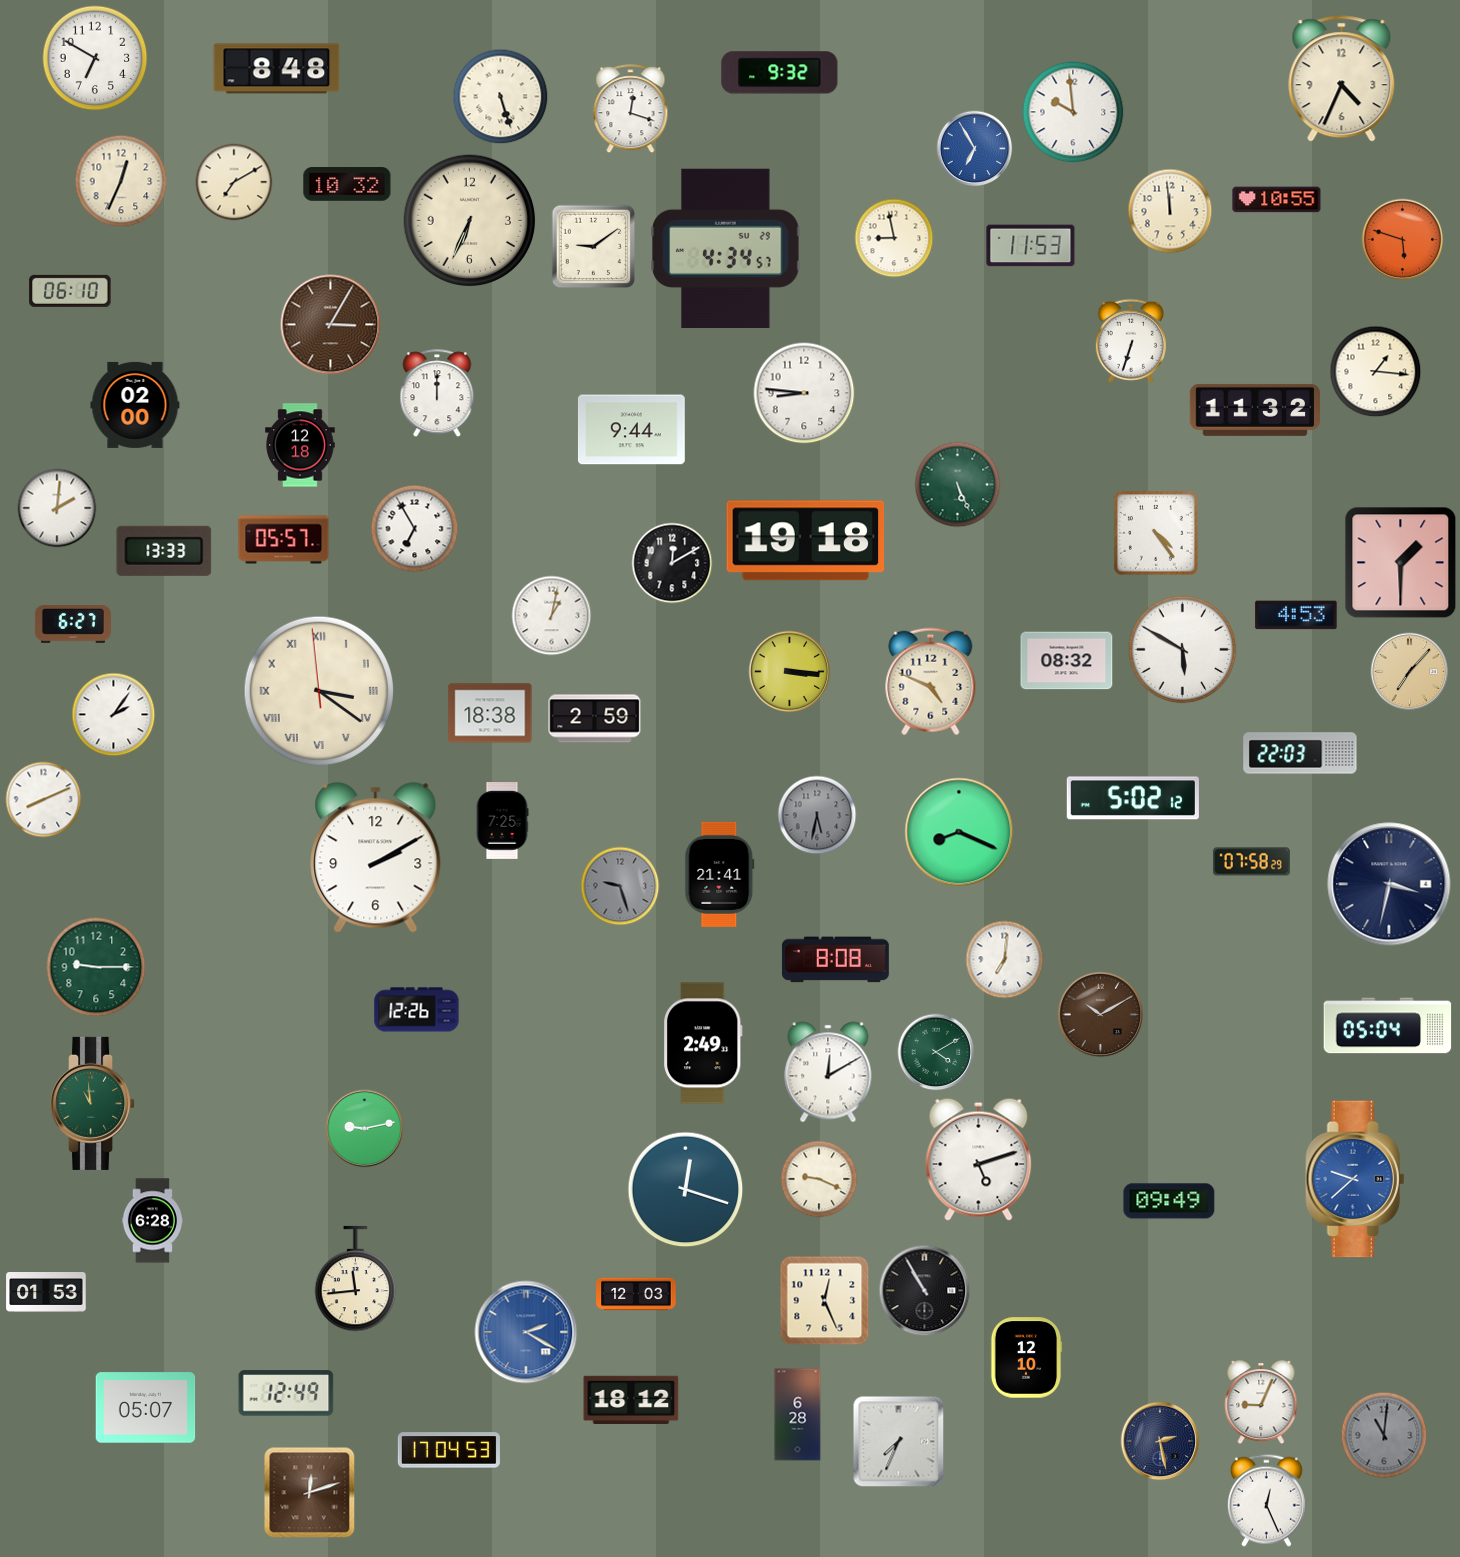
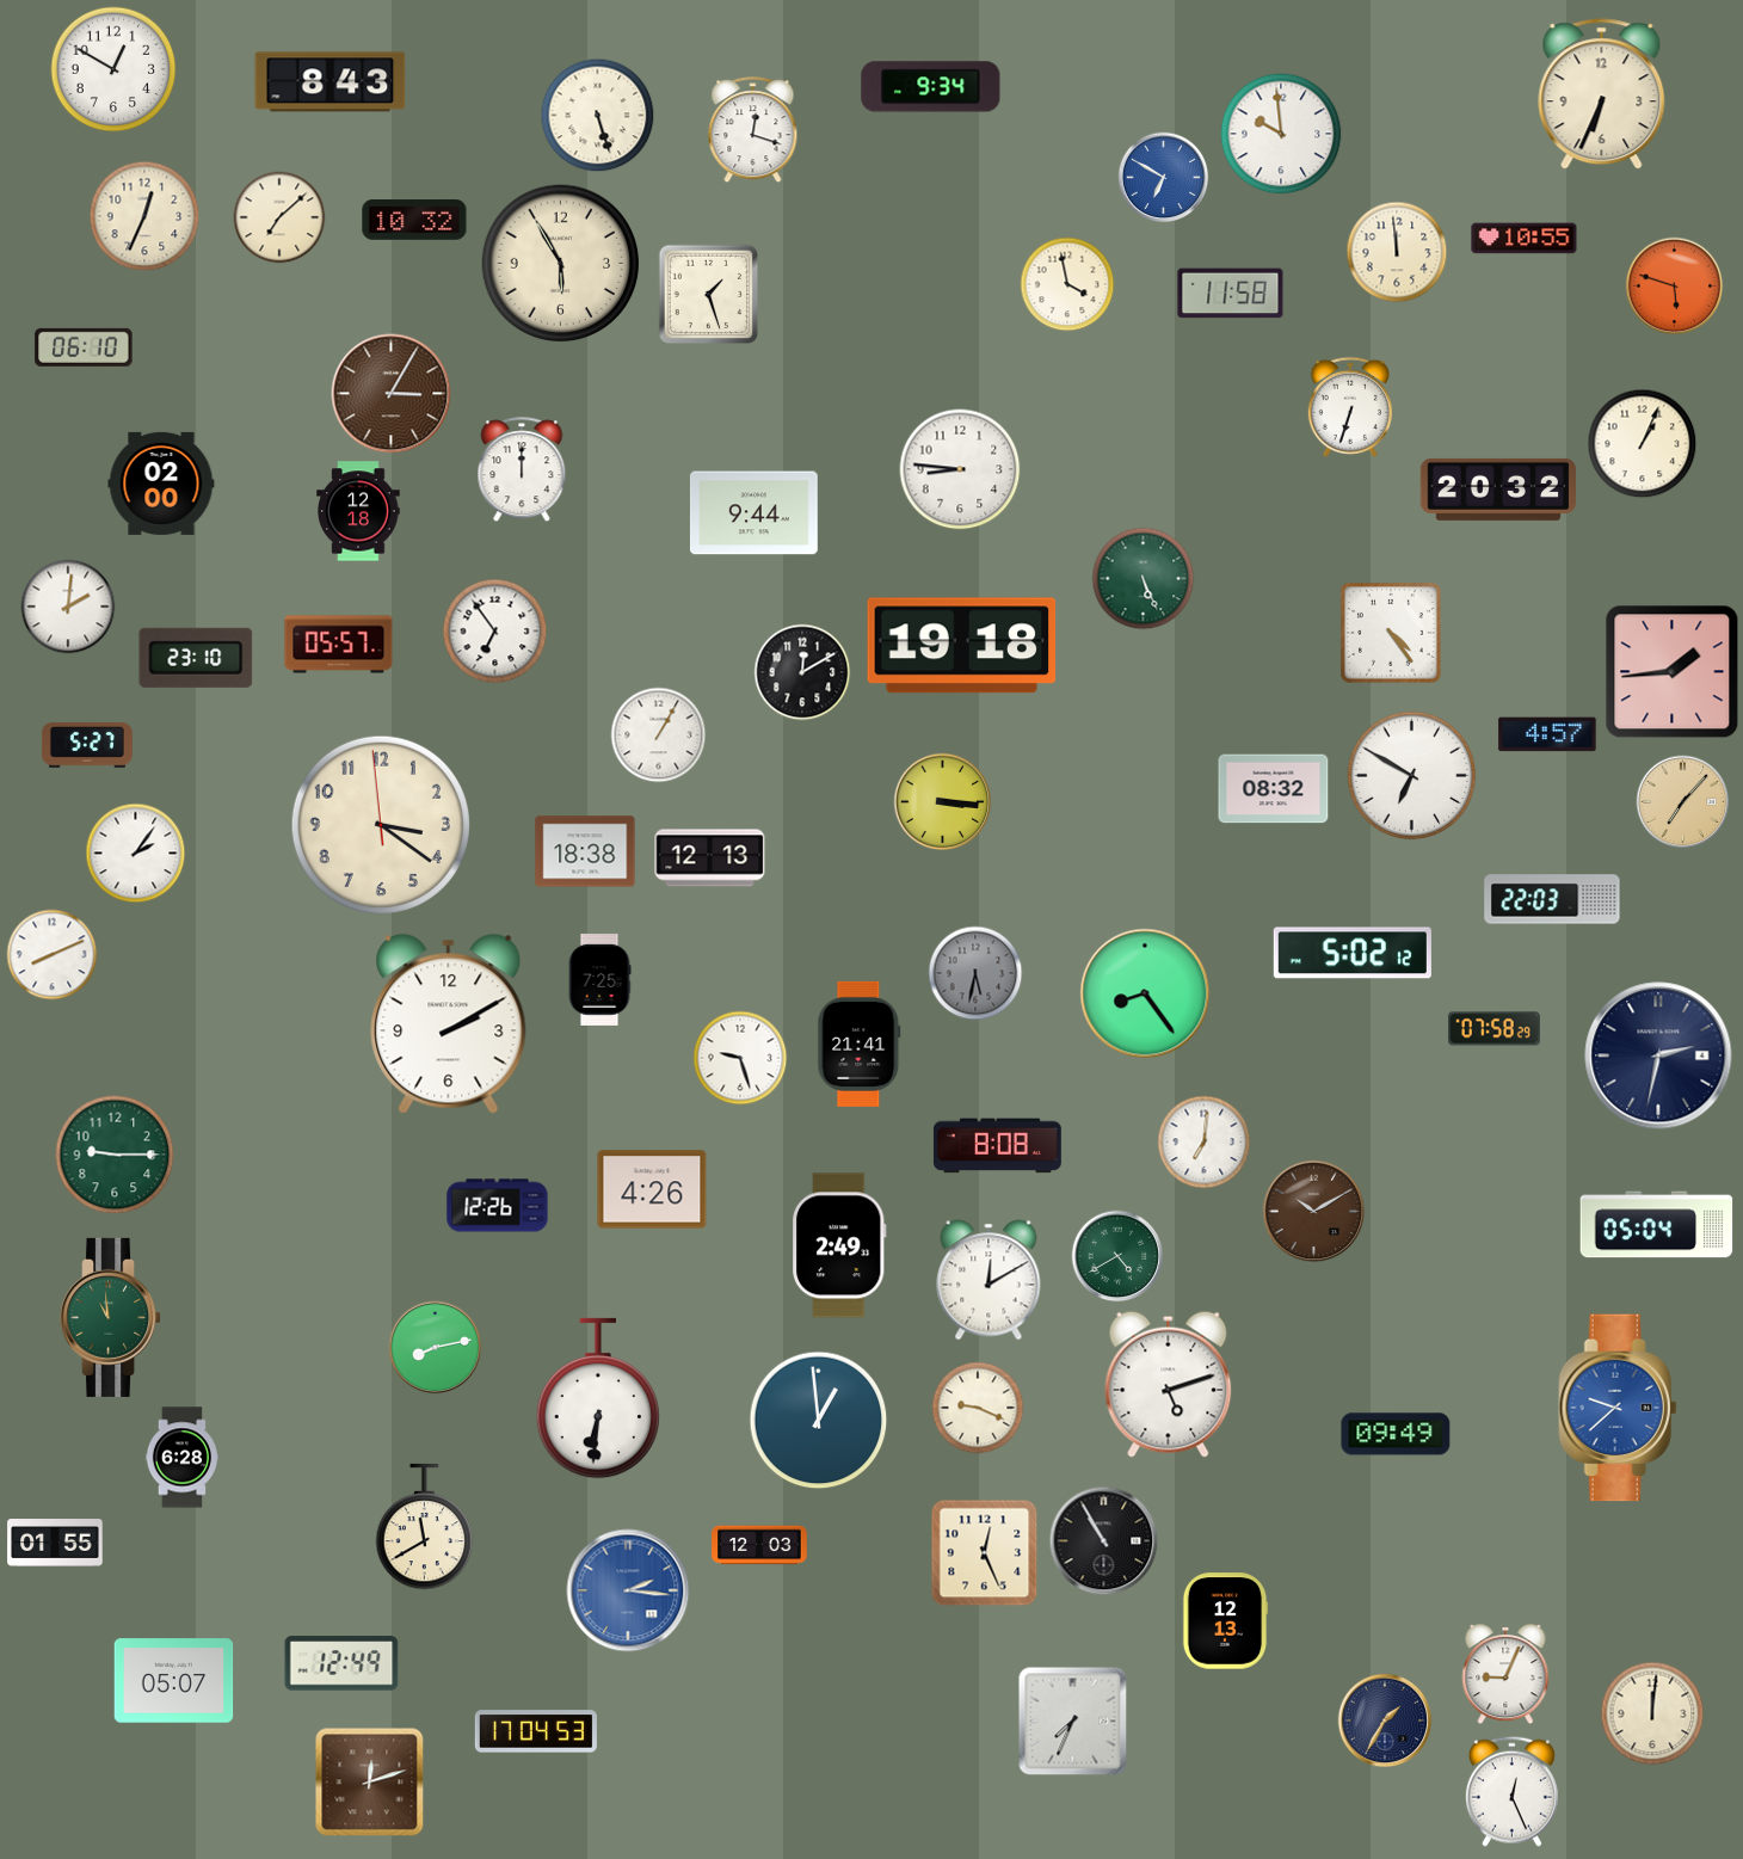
clock at (95, 58): 6:50 -> 12:50
clock at (277, 69): 8:48 -> 8:43
clock at (780, 73): 9:32 -> 9:34
clock at (1342, 79): 4:34 -> 6:34
clock at (975, 149): 6:55 -> 6:50
clock at (234, 182): 7:10 -> 7:08
clock at (470, 221): 6:34 -> 5:55
clock at (894, 238): 8:58 -> 3:58
clock at (1031, 246): 11:53 -> 11:58
clock at (594, 247): 9:09 -> 1:27
clock at (726, 248): 4:34 -> none
clock at (331, 325) position: (331, 325) -> (392, 394)
clock at (1376, 372): 1:16 -> 1:04
clock at (1254, 410): 11:32 -> 20:32
clock at (300, 445) position: (300, 445) -> (358, 511)
clock at (415, 529): 6:55 -> 6:54
clock at (1156, 533) position: (1156, 533) -> (1391, 633)
clock at (164, 551): 13:33 -> 23:10
clock at (1401, 563): 1:30 -> 1:44
clock at (1296, 615): 4:53 -> 4:57
clock at (552, 616): 1:02 -> 1:05
clock at (73, 624): 6:27 -> 5:27
clock at (1183, 650): 5:50 -> 6:50
clock at (931, 682): 4:49 -> none
clock at (319, 691) numerals: Roman -> Arabic
clock at (595, 719): 2:59 -> 12:13
clock at (959, 832): 8:19 -> 8:24
clock at (1389, 884): 3:32 -> 2:32
clock at (620, 886) dial: grey -> white
clock at (1005, 960) position: (1005, 960) -> (1205, 1143)
clock at (652, 1189): none -> 4:26
clock at (936, 1052): 4:10 -> 4:40
clock at (365, 1129): 9:13 -> 8:13
clock at (598, 1398): none -> 6:31
clock at (686, 1190): 12:18 -> 12:59
clock at (356, 1279): 11:44 -> 11:40
clock at (46, 1293): 01:53 -> 01:55
clock at (526, 1332): 2:20 -> 2:16
clock at (1026, 1358): 12:10 -> 12:13
clock at (631, 1400): 18:12 -> none
clock at (798, 1415): 6:28 -> none
clock at (1384, 1435): 11:01 -> 12:01
clock at (1384, 1435) dial: grey -> cream
clock at (1160, 1441): 2:28 -> 1:35
